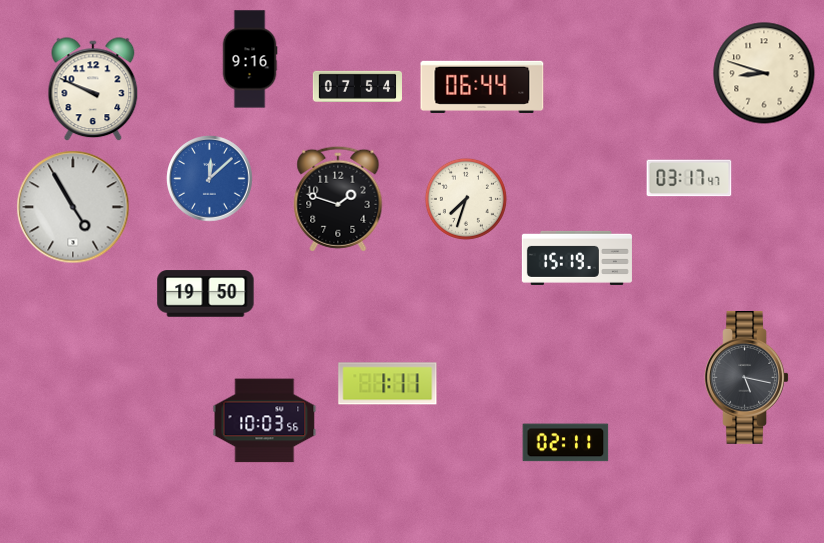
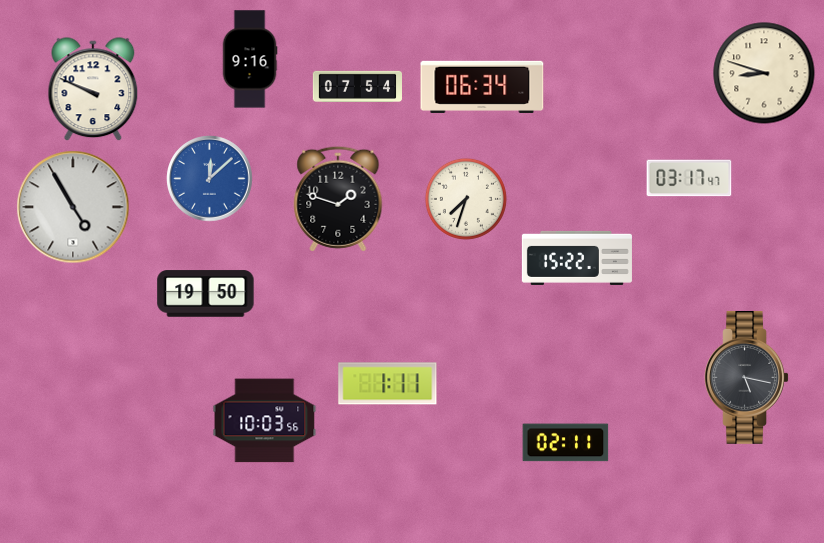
clock at (482, 87): 06:44 -> 06:34
clock at (577, 258): 15:19 -> 15:22
